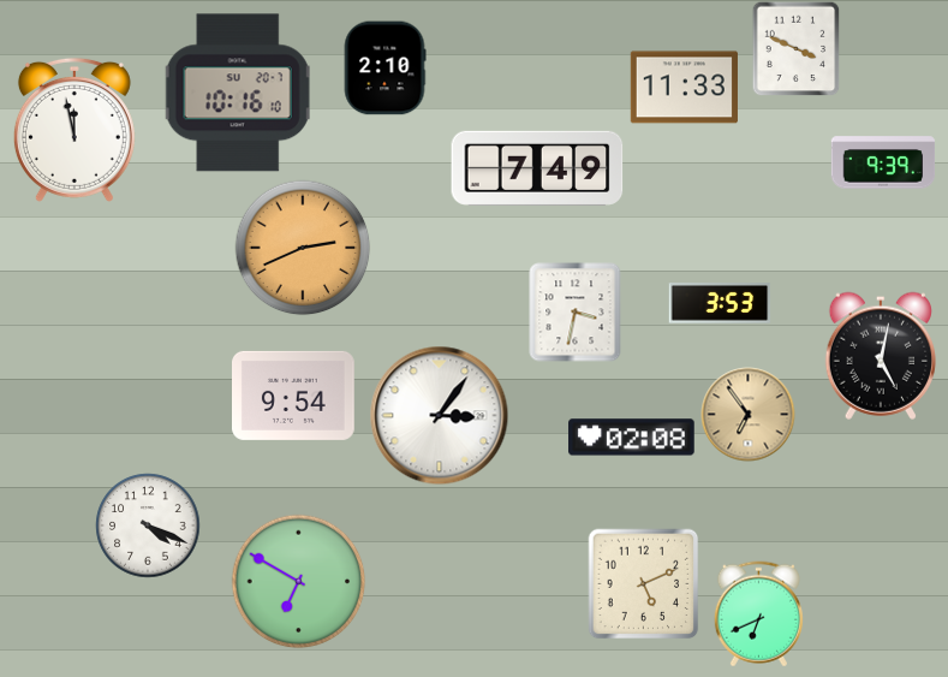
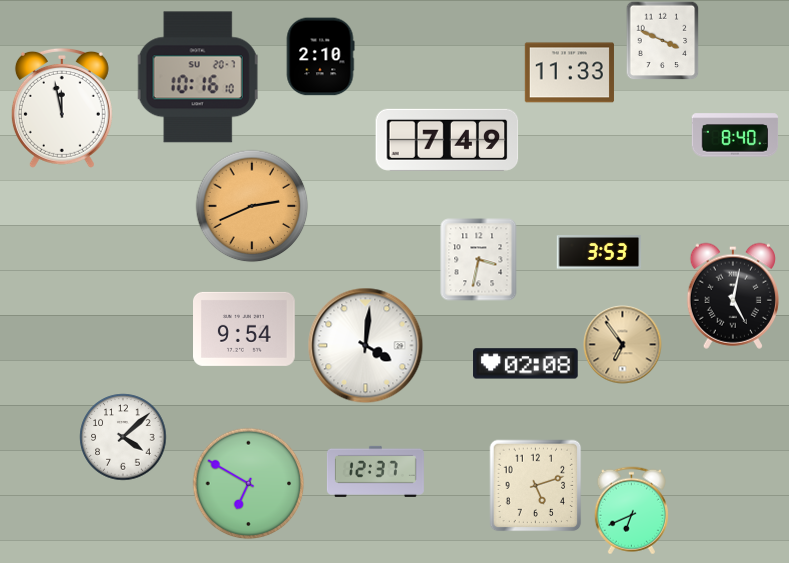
clock at (883, 162): 9:39 -> 8:40
clock at (439, 415): 3:06 -> 4:01
clock at (148, 525): 4:19 -> 4:08
clock at (375, 471): none -> 12:37
clock at (643, 583): 5:11 -> 5:12
